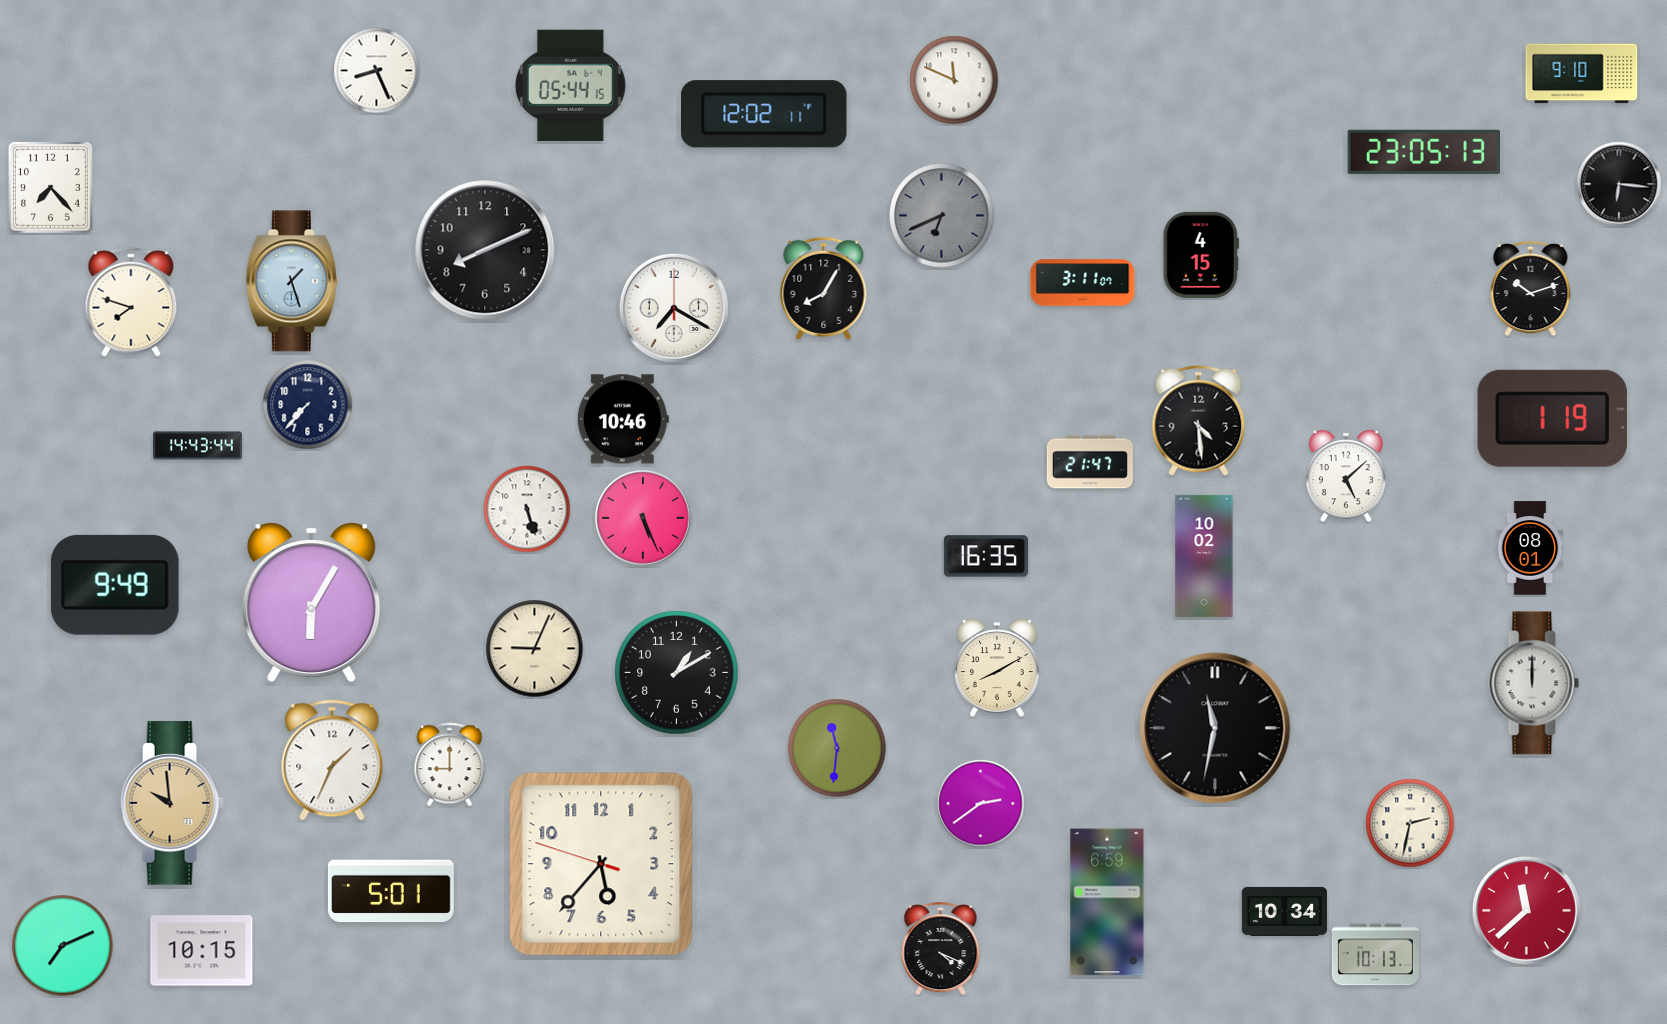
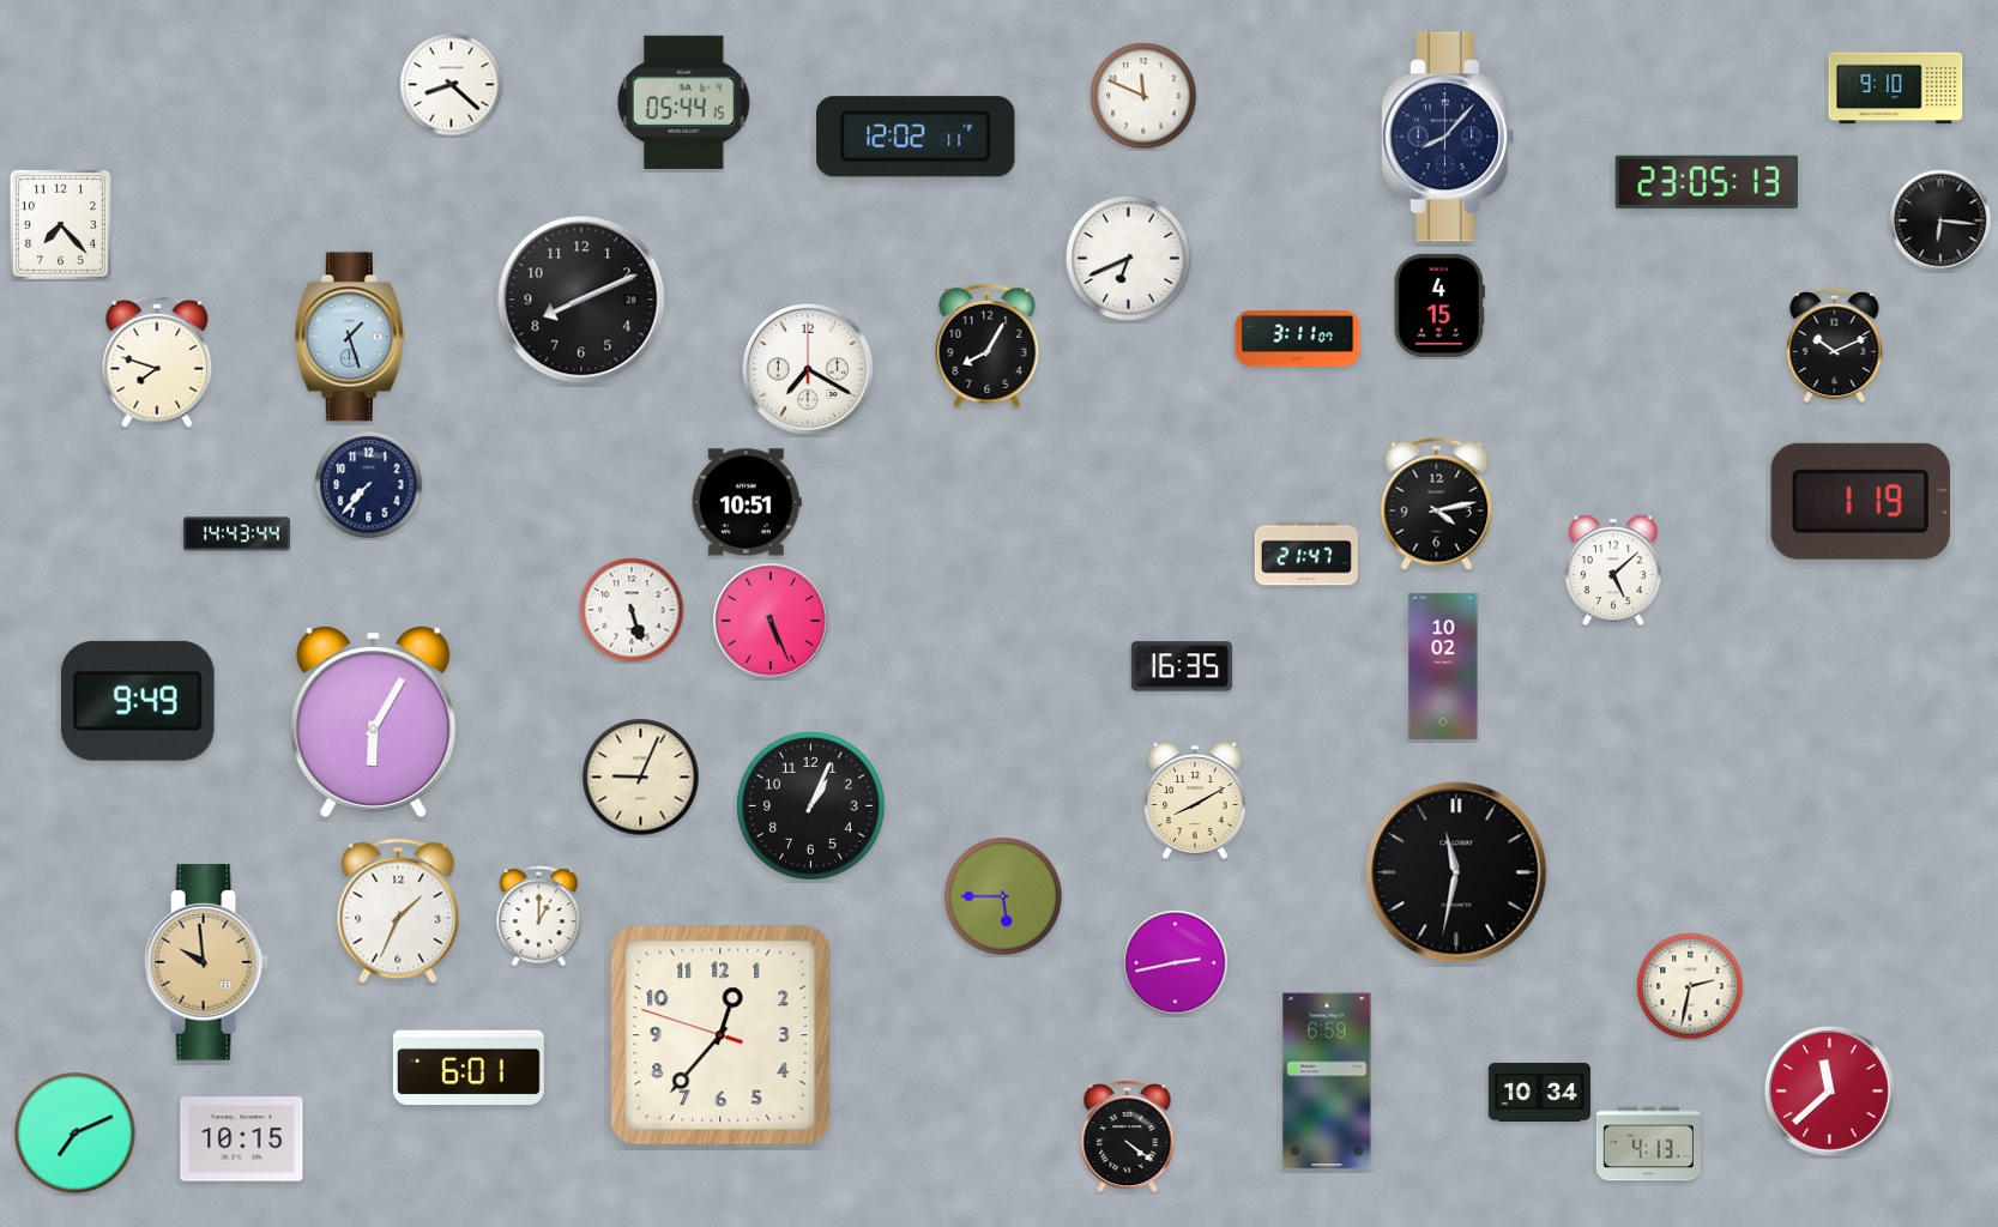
clock at (377, 71): 8:26 -> 8:22
clock at (1447, 137): none -> 8:07
clock at (942, 216) dial: grey -> white
clock at (1531, 289): 10:12 -> 10:11
clock at (623, 419): 10:46 -> 10:51
clock at (1199, 420): 4:29 -> 4:13
clock at (1530, 548): 08:01 -> none
clock at (677, 673): 1:10 -> 1:04
clock at (1534, 683): 12:00 -> none
clock at (837, 748): 11:31 -> 5:45
clock at (450, 765): 9:00 -> 1:00
clock at (981, 804): 2:39 -> 2:43
clock at (601, 864): 5:36 -> 12:36
clock at (391, 891): 5:01 -> 6:01
clock at (941, 949): 4:19 -> 4:21
clock at (1375, 955): 10:13 -> 4:13
